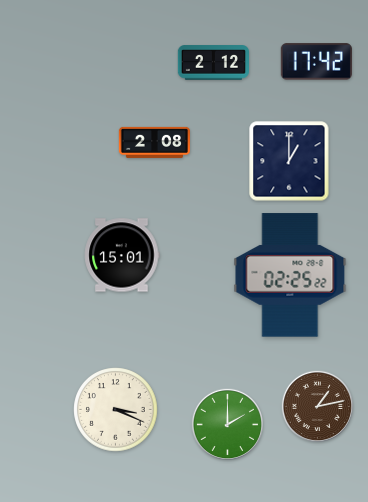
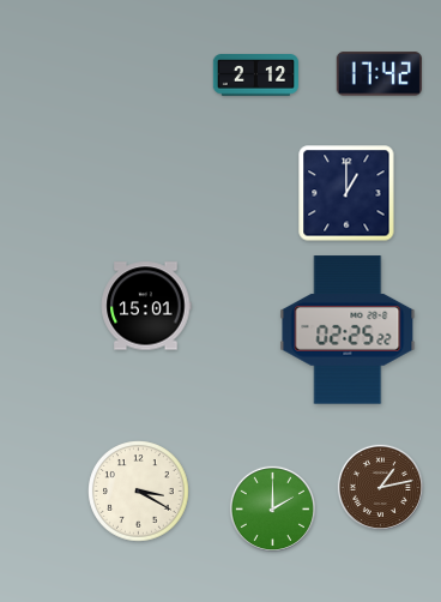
clock at (154, 142): 2:08 -> none
clock at (116, 410): 3:19 -> 3:20
